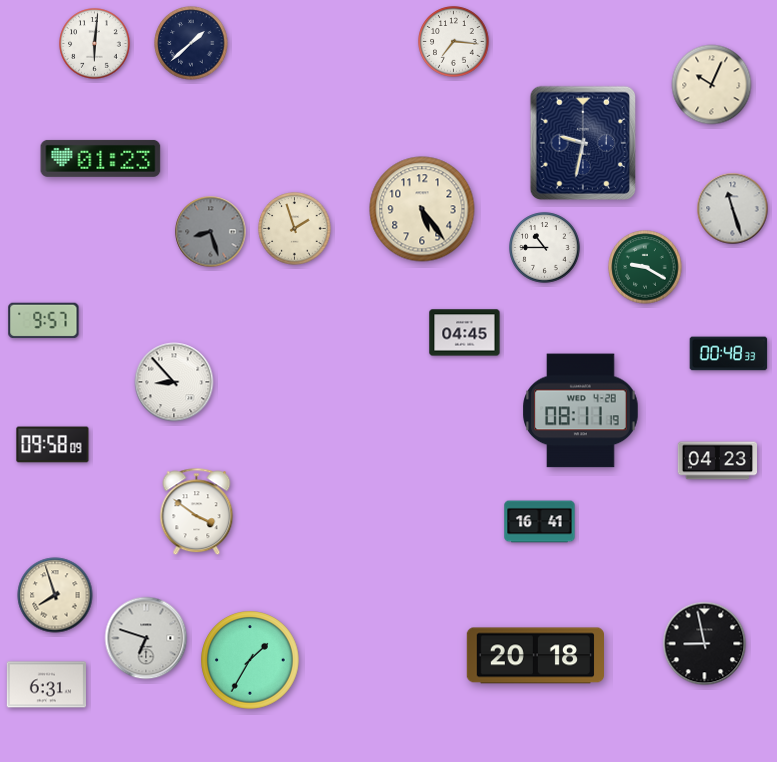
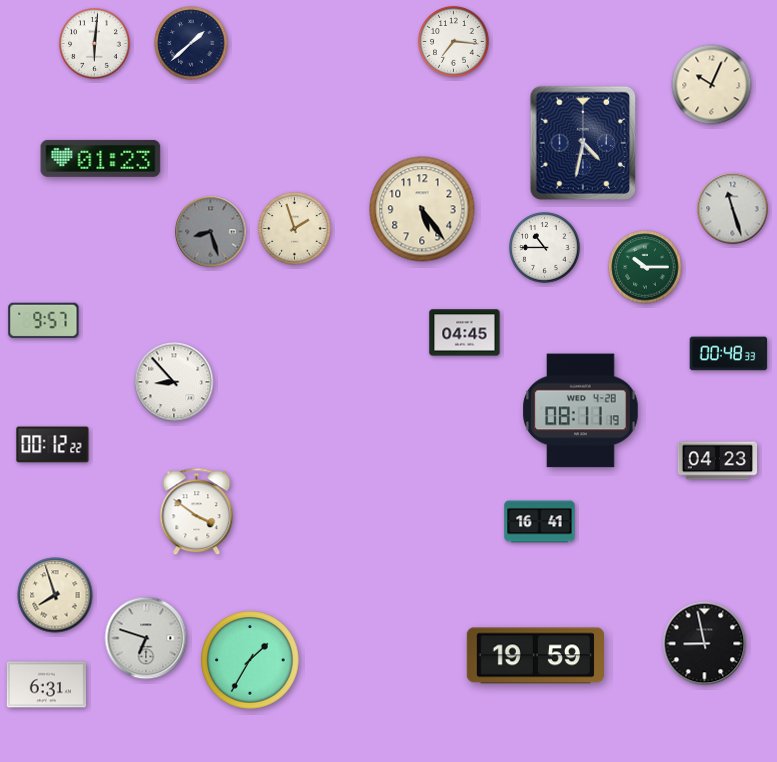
clock at (582, 143): 9:32 -> 4:32
clock at (645, 267): 9:20 -> 10:15
clock at (53, 445): 09:58 -> 00:12
clock at (535, 656): 20:18 -> 19:59
